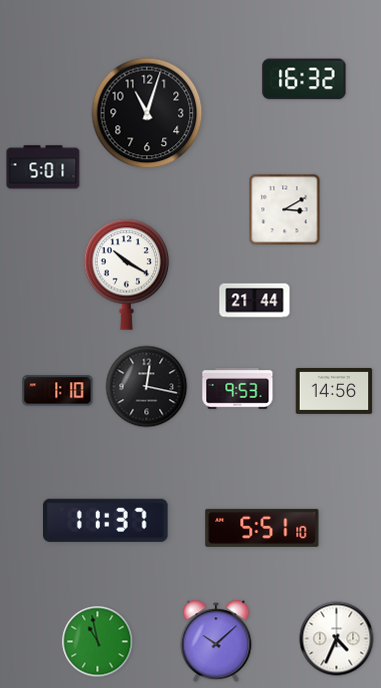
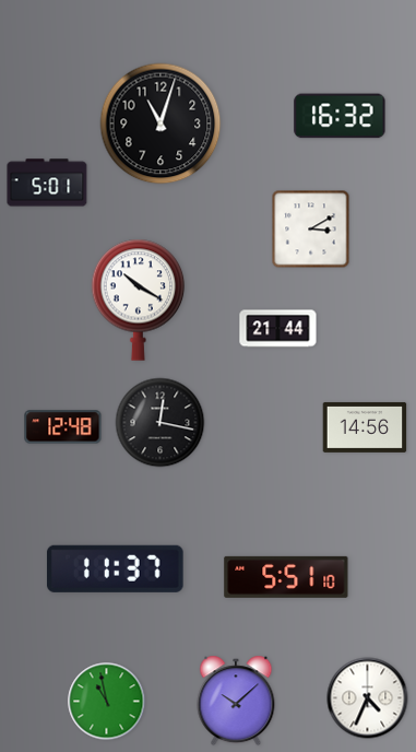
clock at (304, 79) position: (304, 79) -> (340, 116)
clock at (238, 389): 9:53 -> none
clock at (58, 391): 1:10 -> 12:48
